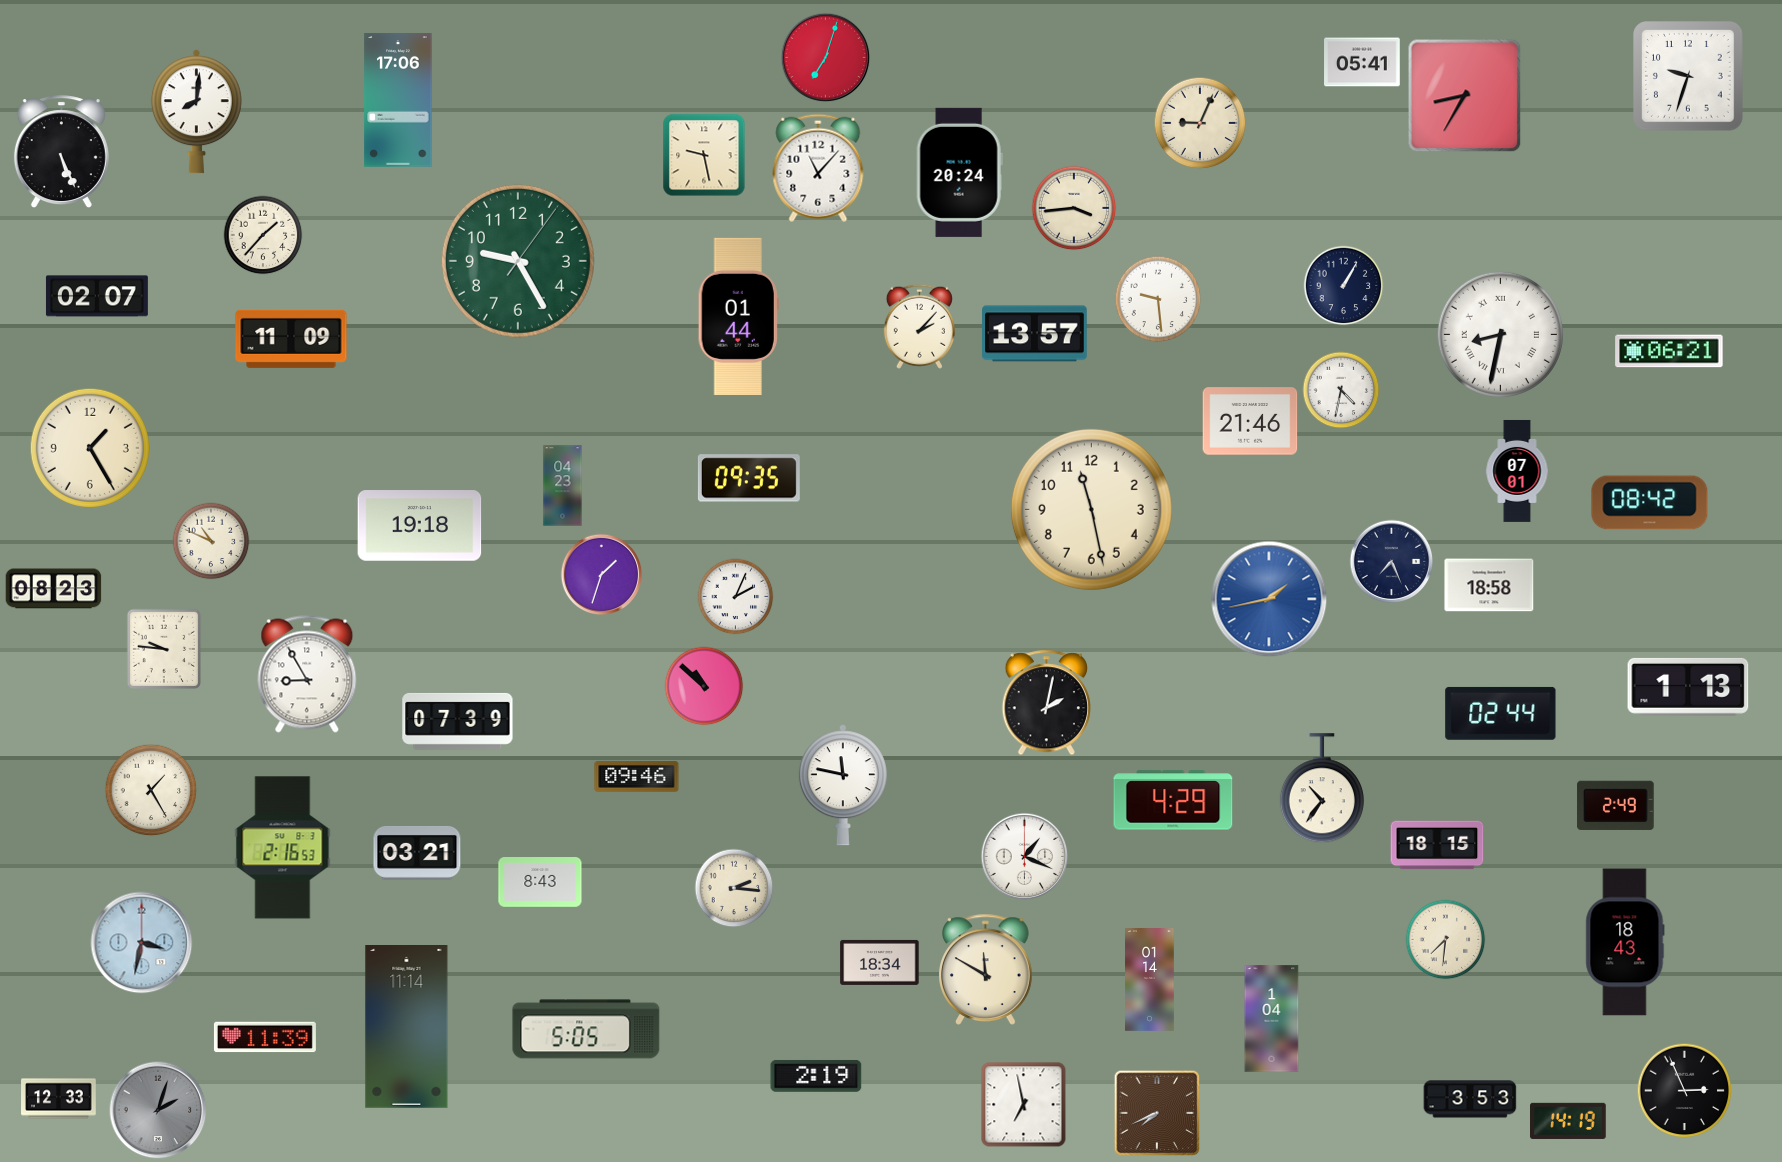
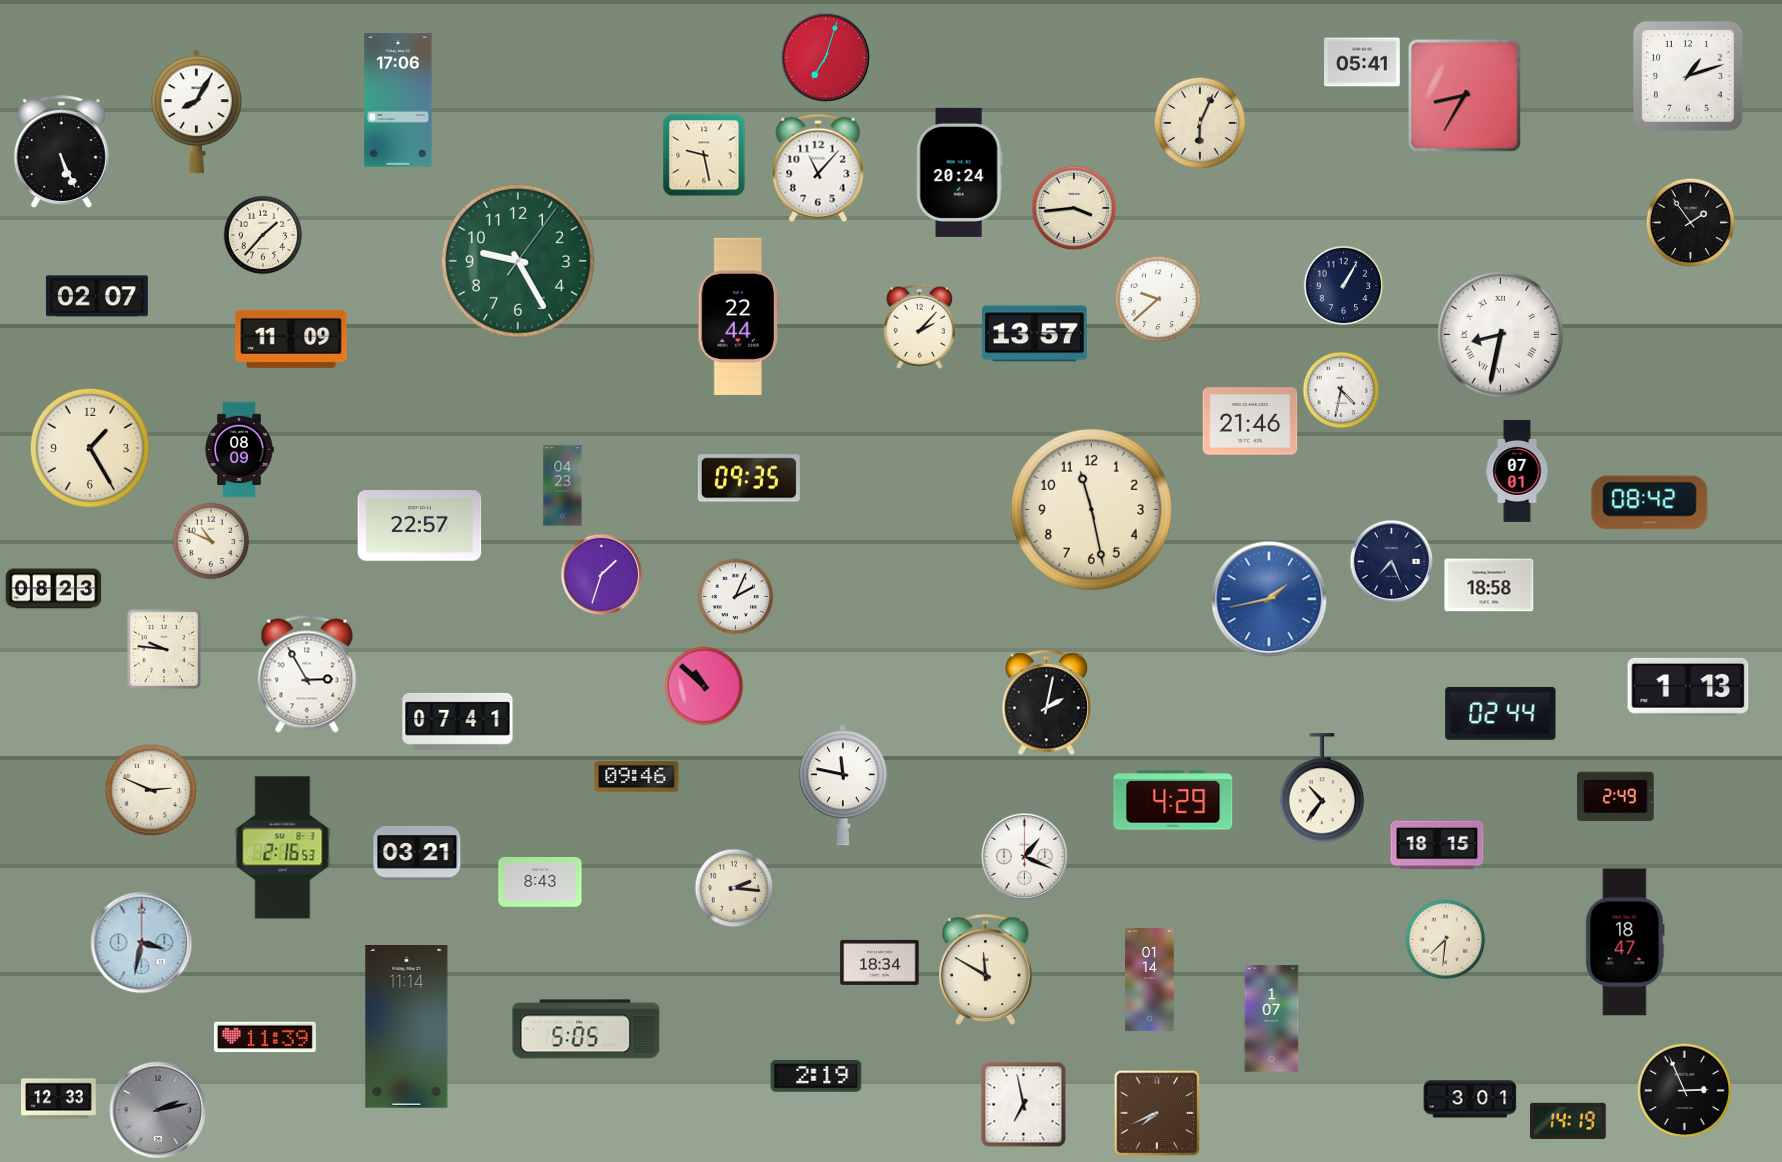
clock at (1689, 77): 9:33 -> 1:12
clock at (196, 112): 8:01 -> 8:05
clock at (1200, 123): 9:04 -> 6:04
clock at (1691, 223): none -> 1:54
clock at (1158, 299): 9:29 -> 9:38
clock at (738, 316): 01:44 -> 22:44
clock at (1669, 351): 06:21 -> none
clock at (239, 450): none -> 08:09
clock at (420, 526): 19:18 -> 22:57
clock at (307, 674): 8:55 -> 2:55
clock at (458, 721): 07:39 -> 07:41
clock at (151, 790): 1:25 -> 2:49
clock at (1616, 805) position: (1616, 805) -> (1616, 796)
clock at (1625, 942): 18:43 -> 18:47
clock at (1272, 1019): 1:04 -> 1:07
clock at (1470, 1099): 3:53 -> 3:01
clock at (158, 1110): 2:03 -> 2:13
